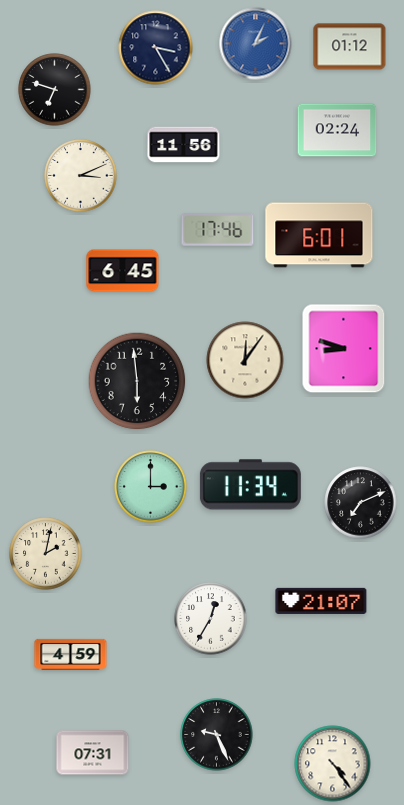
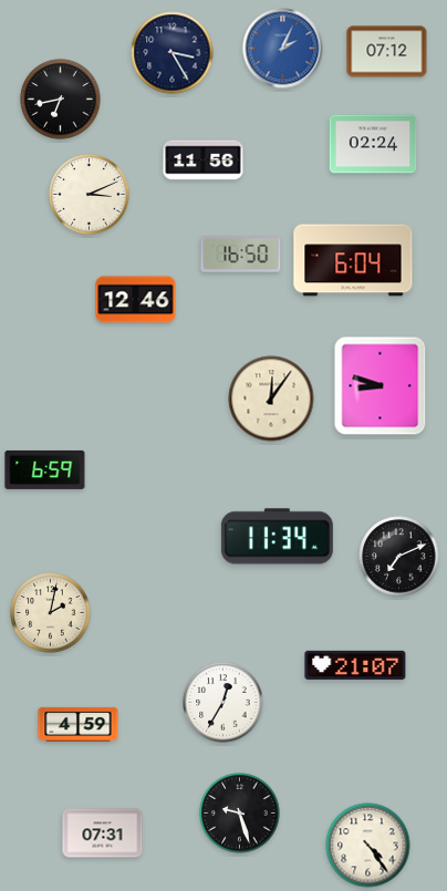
clock at (350, 47): 01:12 -> 07:12
clock at (55, 90): 6:48 -> 6:43
clock at (218, 230): 17:46 -> 16:50
clock at (319, 235): 6:01 -> 6:04
clock at (123, 271): 6:45 -> 12:46
clock at (137, 381): 5:59 -> none
clock at (45, 469): none -> 6:59
clock at (151, 487): 3:00 -> none
clock at (211, 619) position: (211, 619) -> (224, 703)
clock at (217, 735): 9:26 -> 9:27
